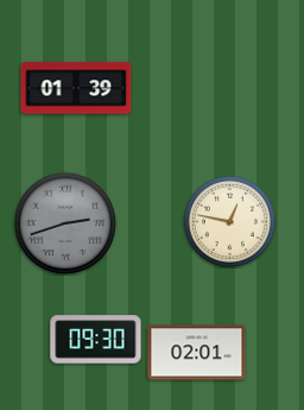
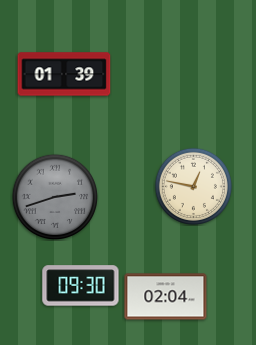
clock at (65, 223) position: (65, 223) -> (55, 197)
clock at (197, 353): 02:01 -> 02:04
